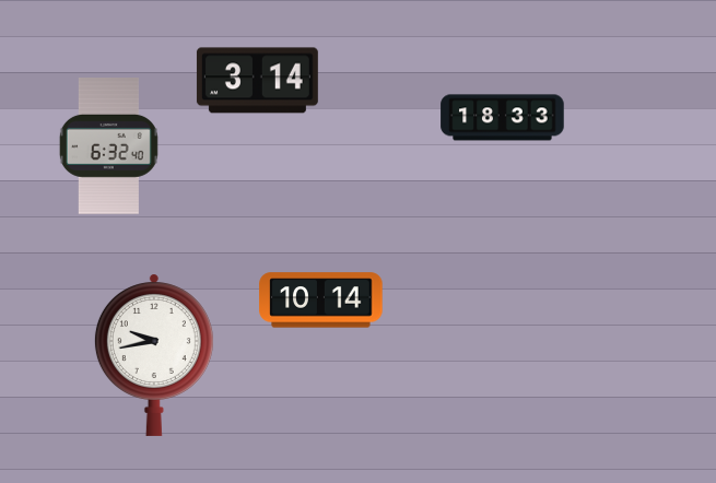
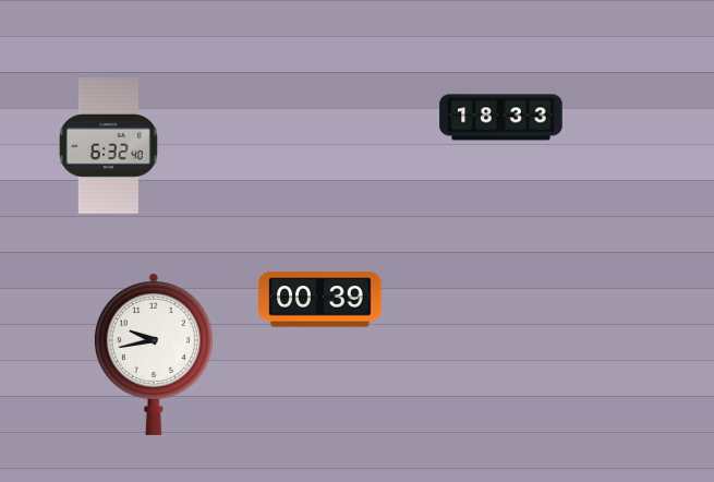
clock at (257, 81): 3:14 -> none
clock at (321, 301): 10:14 -> 00:39
